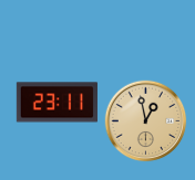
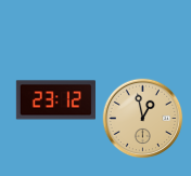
clock at (57, 103): 23:11 -> 23:12
